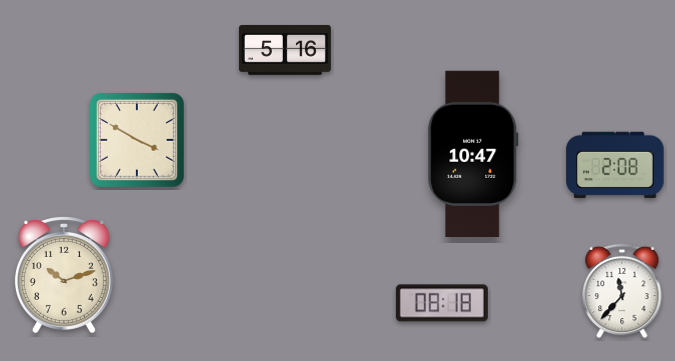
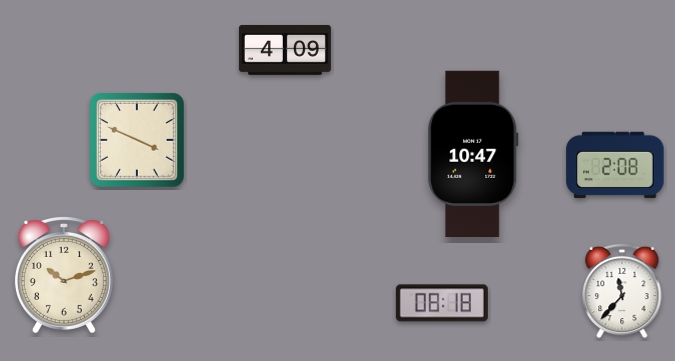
clock at (285, 50): 5:16 -> 4:09
clock at (137, 140): 3:50 -> 3:49
